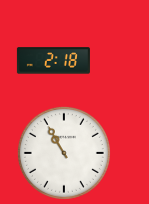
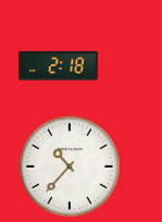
clock at (64, 153): 10:55 -> 10:37
